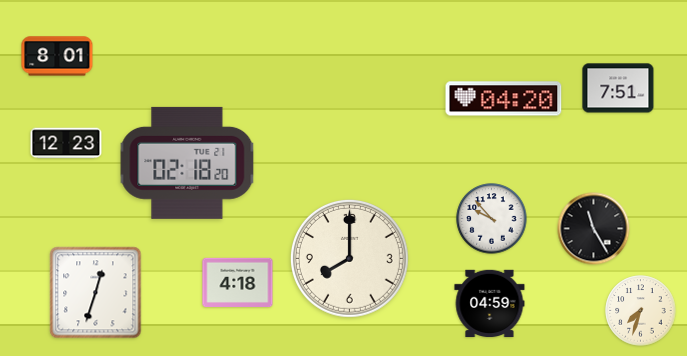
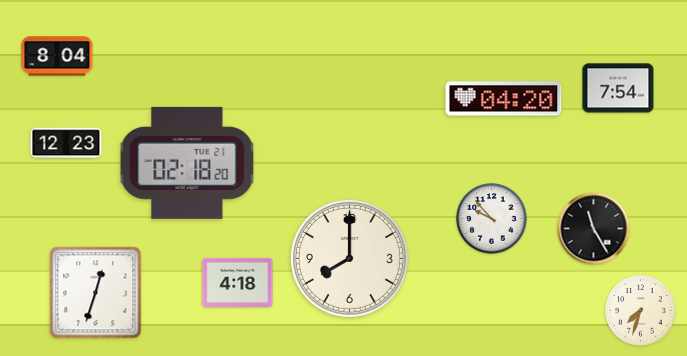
clock at (57, 56): 8:01 -> 8:04
clock at (618, 88): 7:51 -> 7:54
clock at (490, 304): 04:59 -> none
